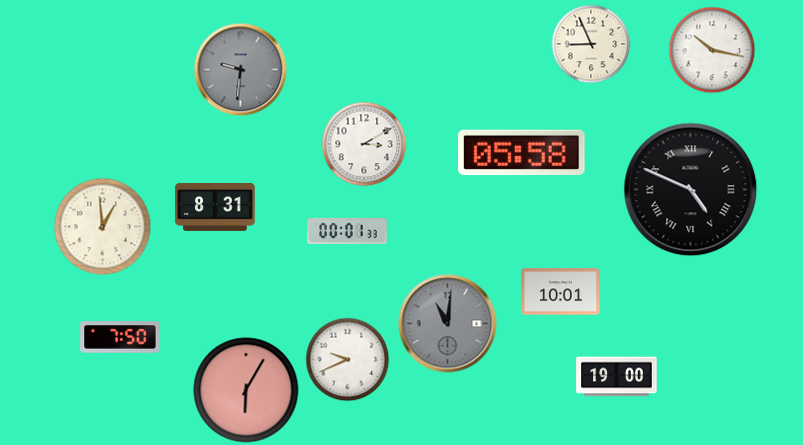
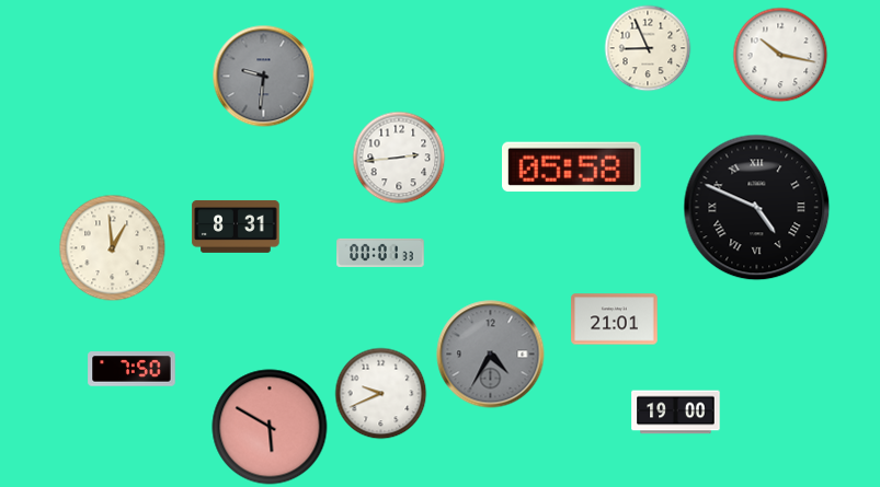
clock at (364, 144): 3:10 -> 2:44
clock at (561, 292): 10:01 -> 21:01
clock at (448, 324): 11:01 -> 4:35
clock at (246, 390): 6:05 -> 5:50
